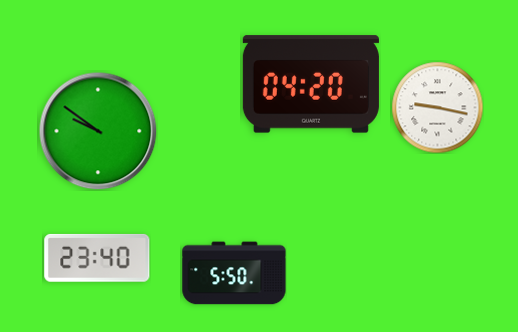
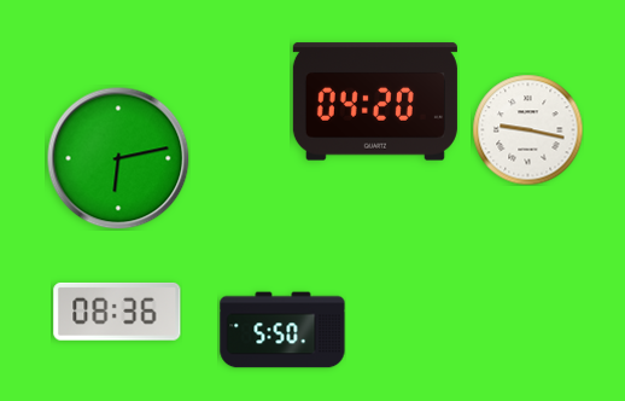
clock at (98, 131): 9:51 -> 6:13
clock at (97, 258): 23:40 -> 08:36
